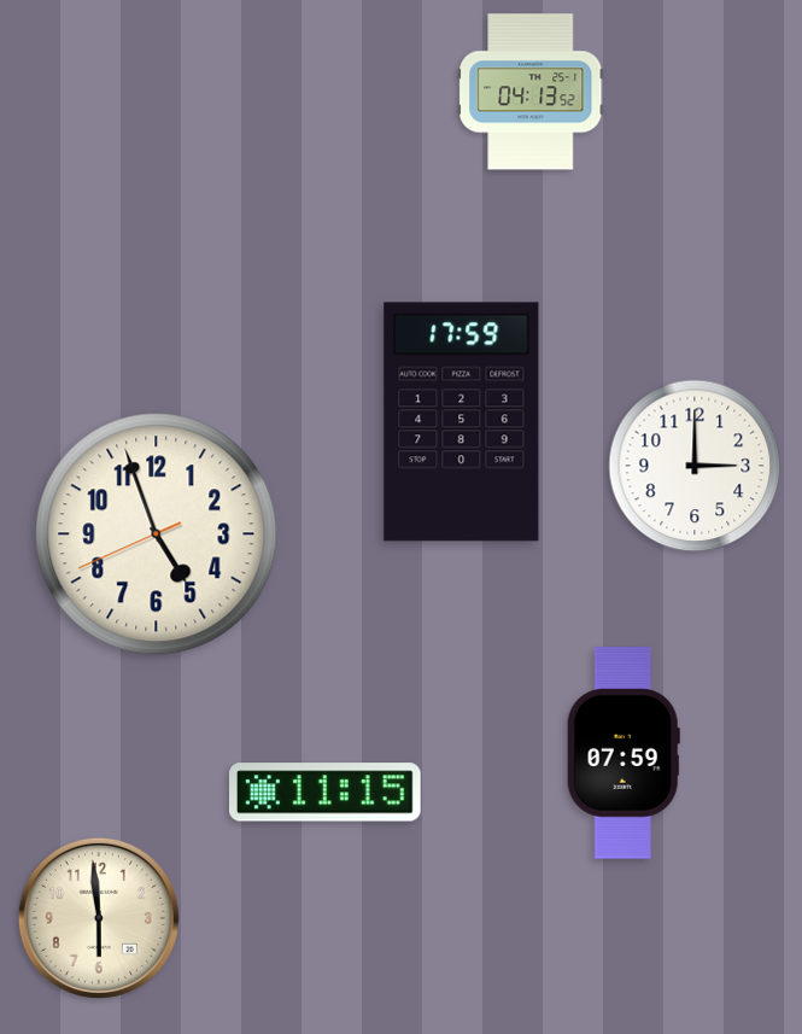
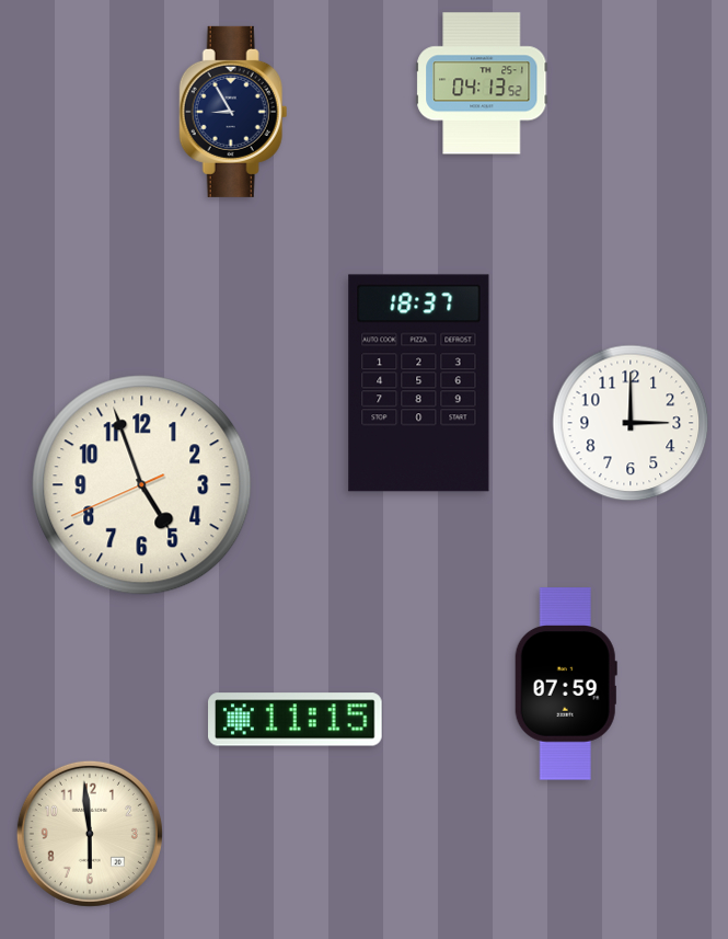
clock at (233, 112): none -> 8:55
clock at (462, 422): 17:59 -> 18:37
